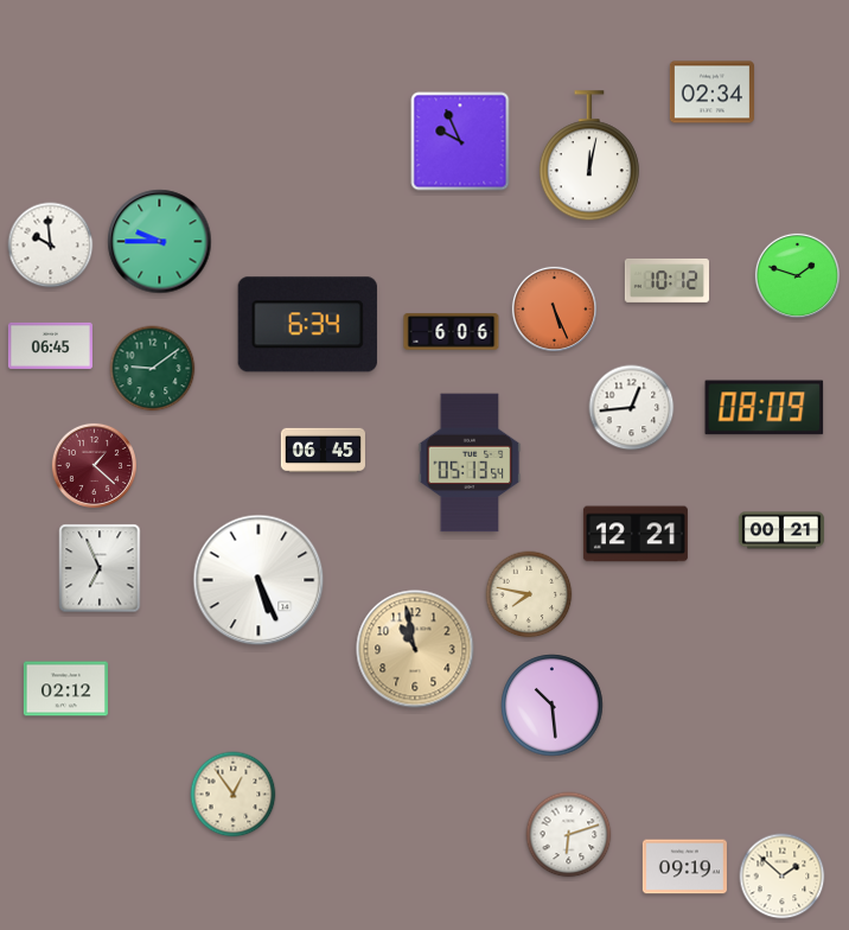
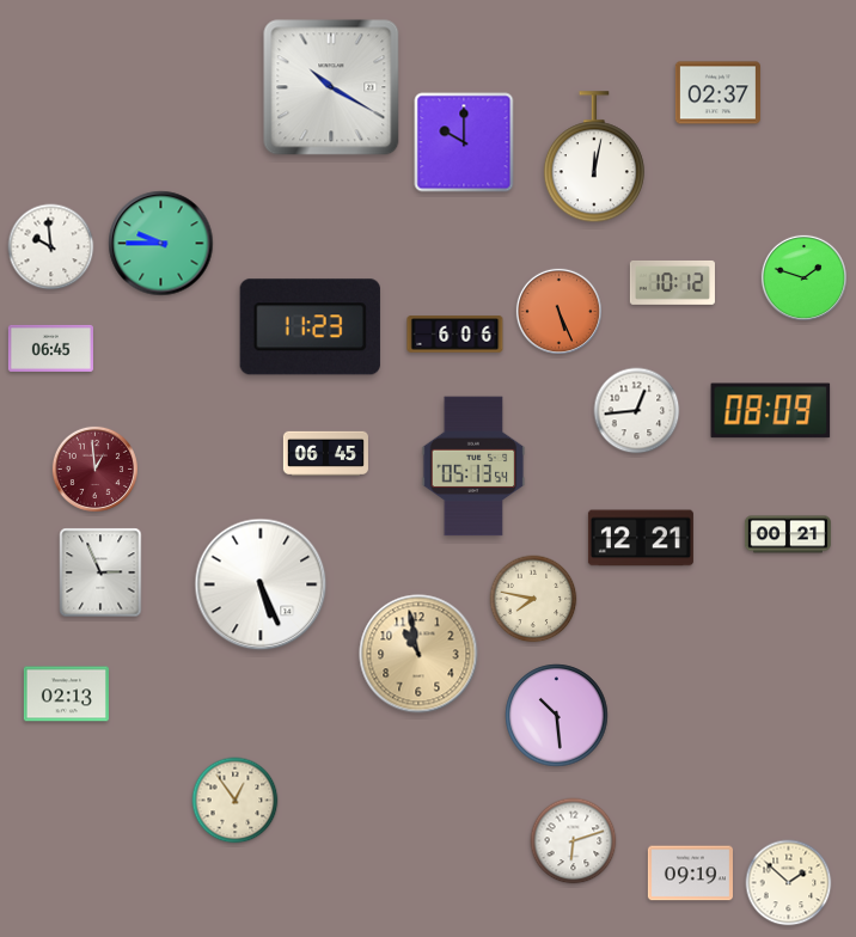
clock at (331, 87): none -> 10:20
clock at (711, 93): 02:34 -> 02:37
clock at (460, 141): 9:56 -> 10:00
clock at (307, 325): 6:34 -> 11:23
clock at (153, 369): 9:09 -> none
clock at (94, 465): 1:22 -> 12:59
clock at (100, 568): 6:56 -> 2:56
clock at (65, 689): 02:12 -> 02:13
clock at (553, 706) position: (553, 706) -> (557, 716)
